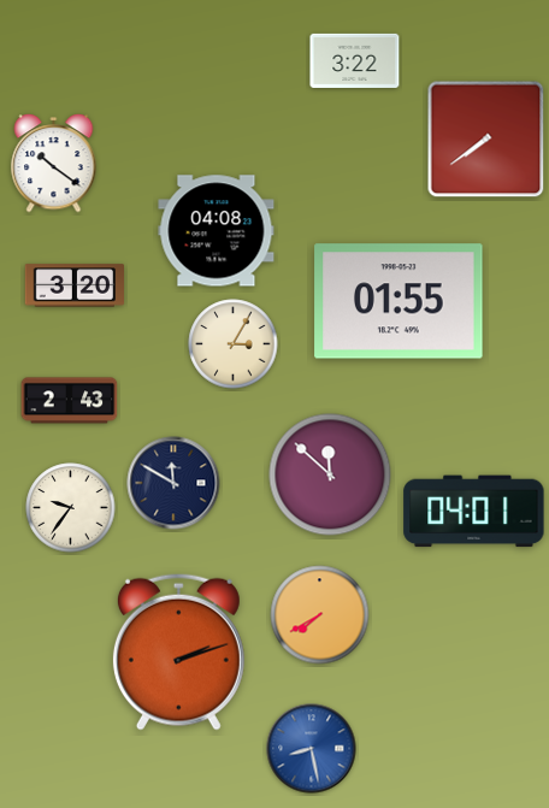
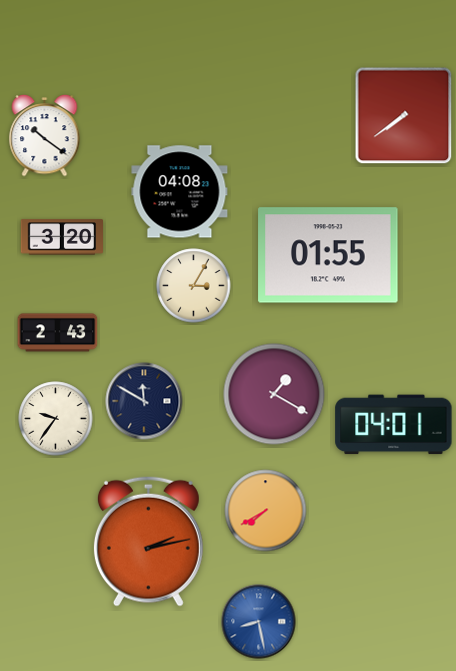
clock at (355, 60): 3:22 -> none
clock at (399, 301) position: (399, 301) -> (328, 255)
clock at (330, 474): 11:52 -> 1:20
clock at (71, 508) position: (71, 508) -> (56, 419)
clock at (178, 651): 2:12 -> 2:13
